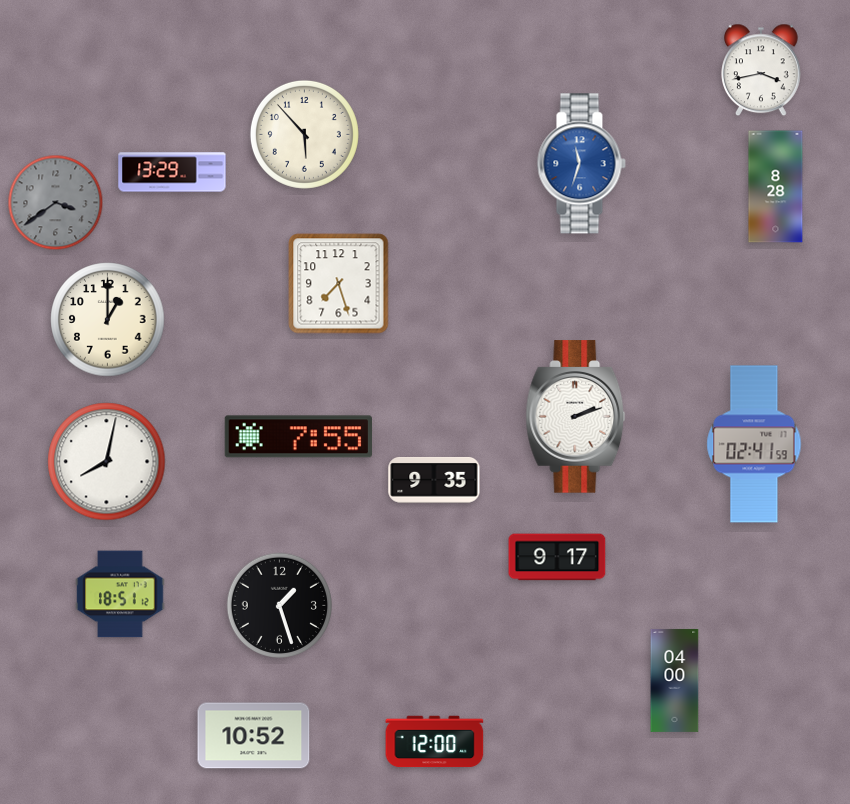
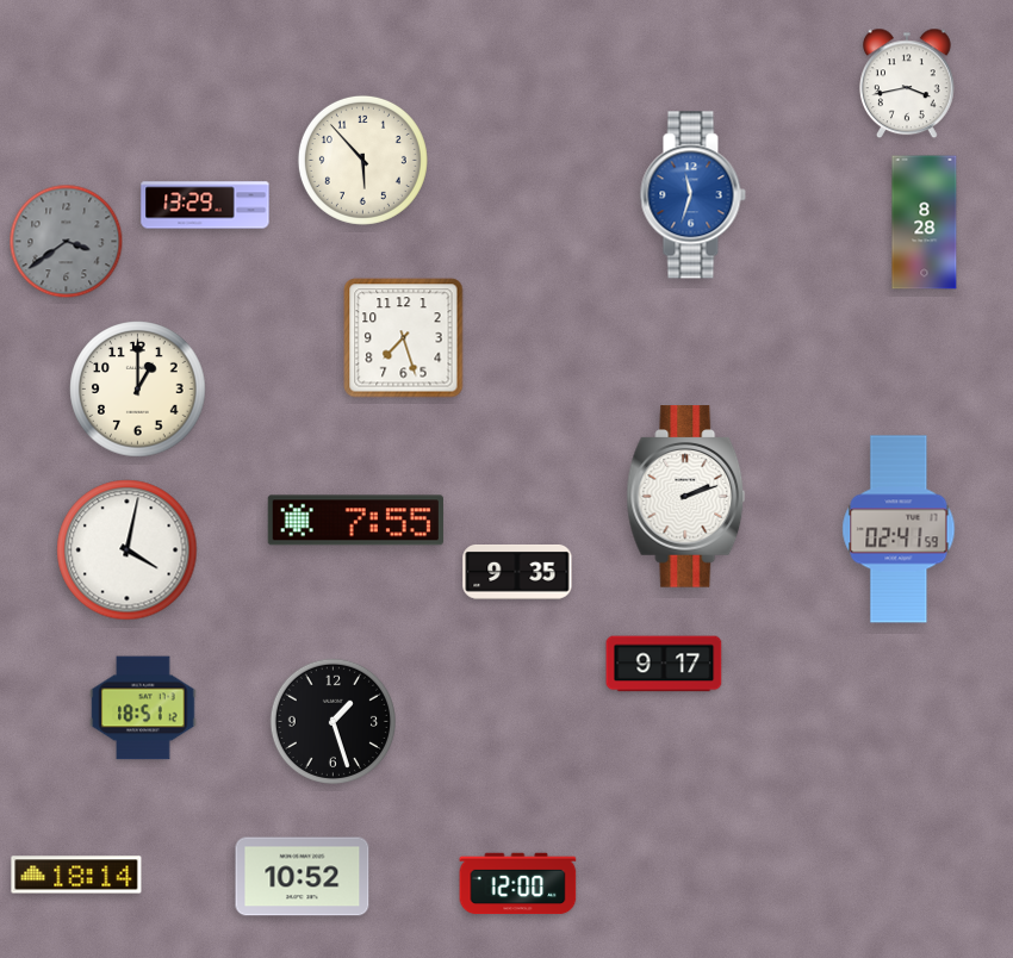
clock at (108, 320) position: (108, 320) -> (138, 390)
clock at (107, 462): 8:02 -> 4:02
clock at (675, 680): 04:00 -> none
clock at (76, 875): none -> 18:14
